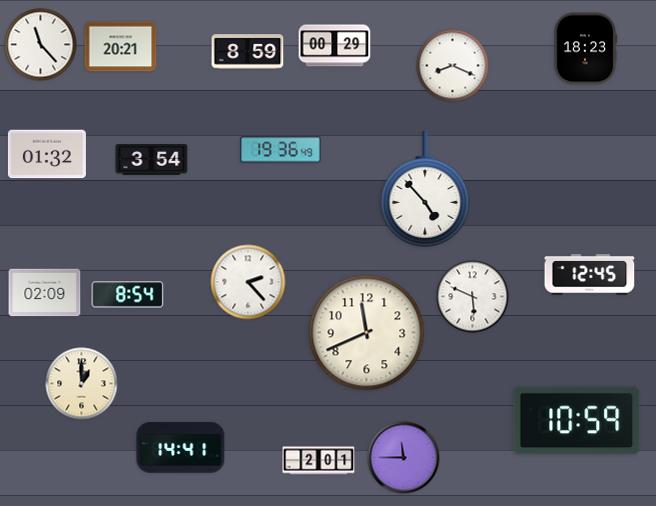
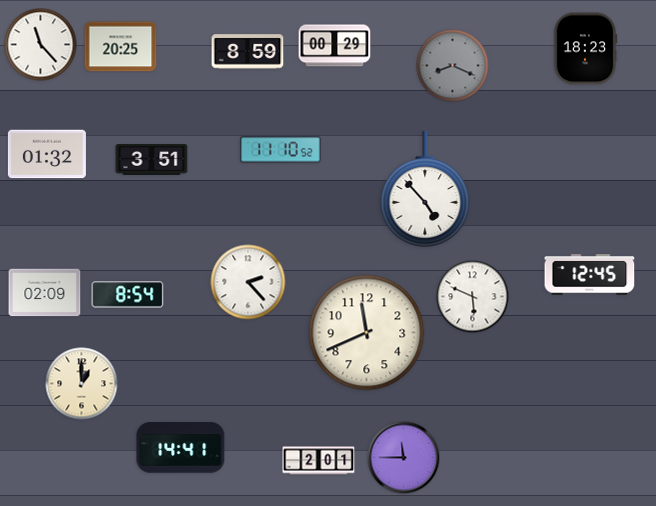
clock at (121, 47): 20:21 -> 20:25
clock at (453, 66) dial: white -> grey
clock at (281, 150): 19:36 -> 11:10
clock at (152, 160): 3:54 -> 3:51
clock at (577, 421): 10:59 -> none
